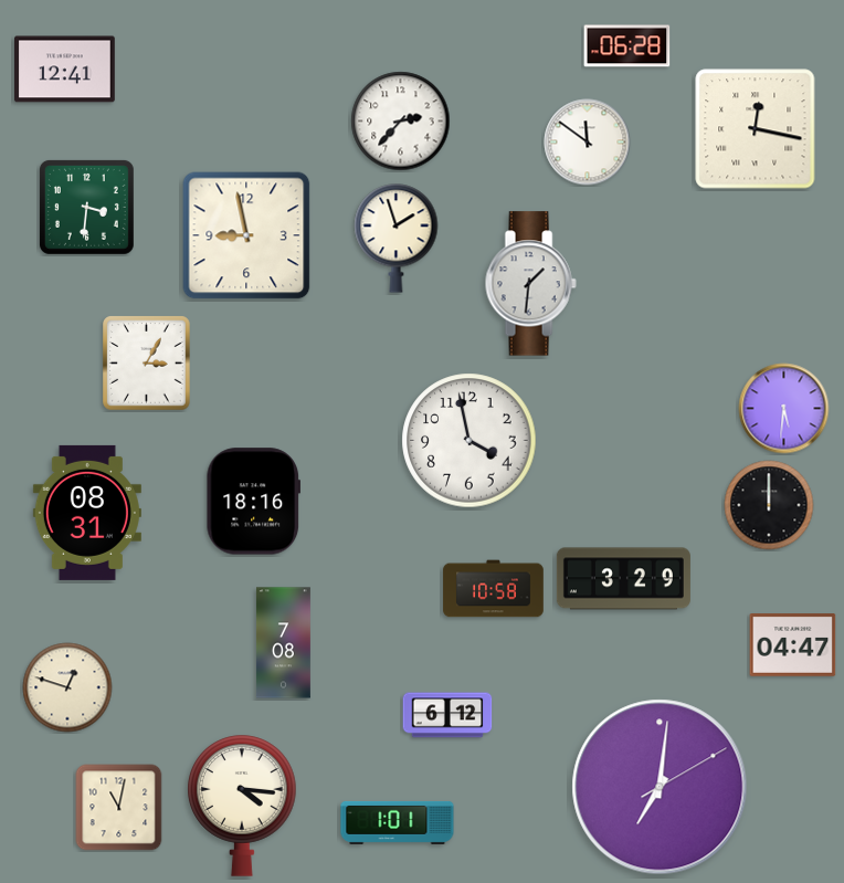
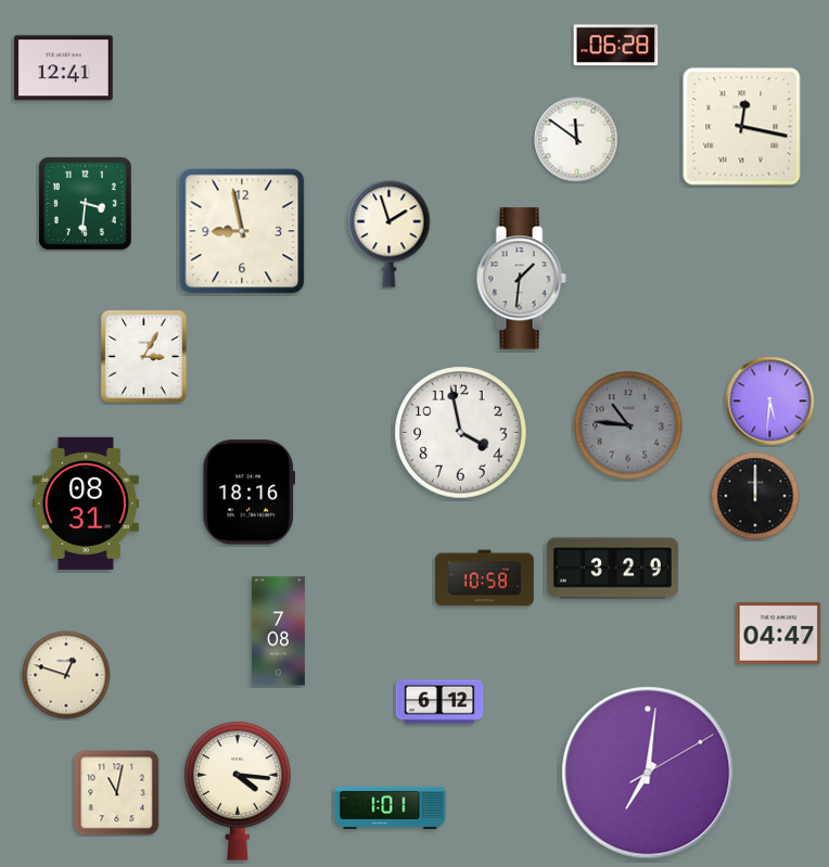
clock at (401, 122): 2:37 -> none
clock at (628, 425): none -> 10:46
